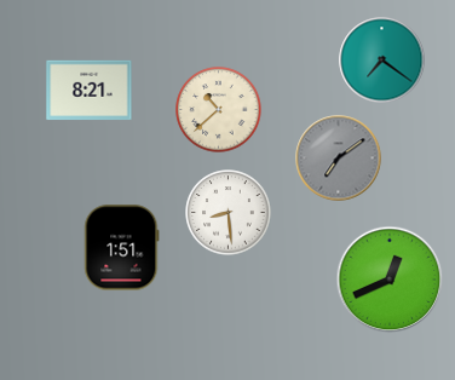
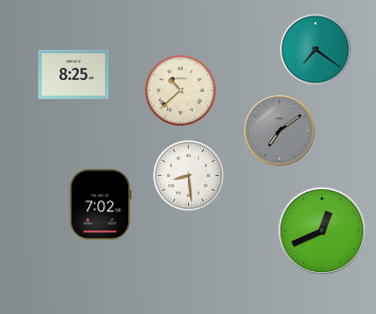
clock at (90, 91): 8:21 -> 8:25
clock at (122, 248): 1:51 -> 7:02
